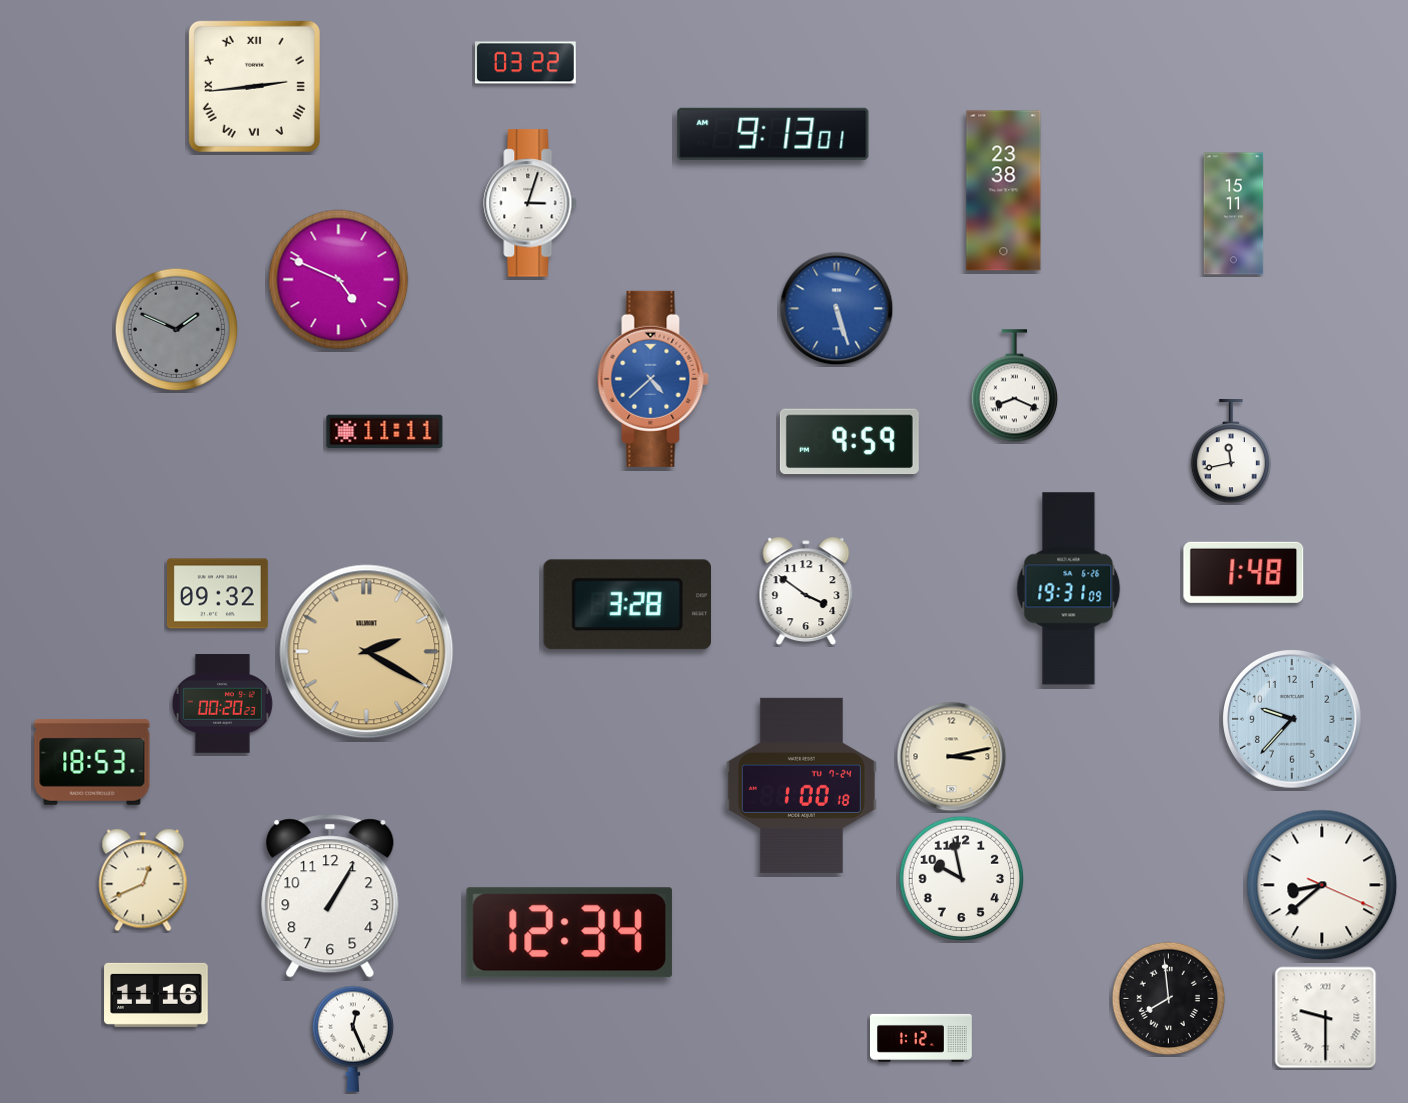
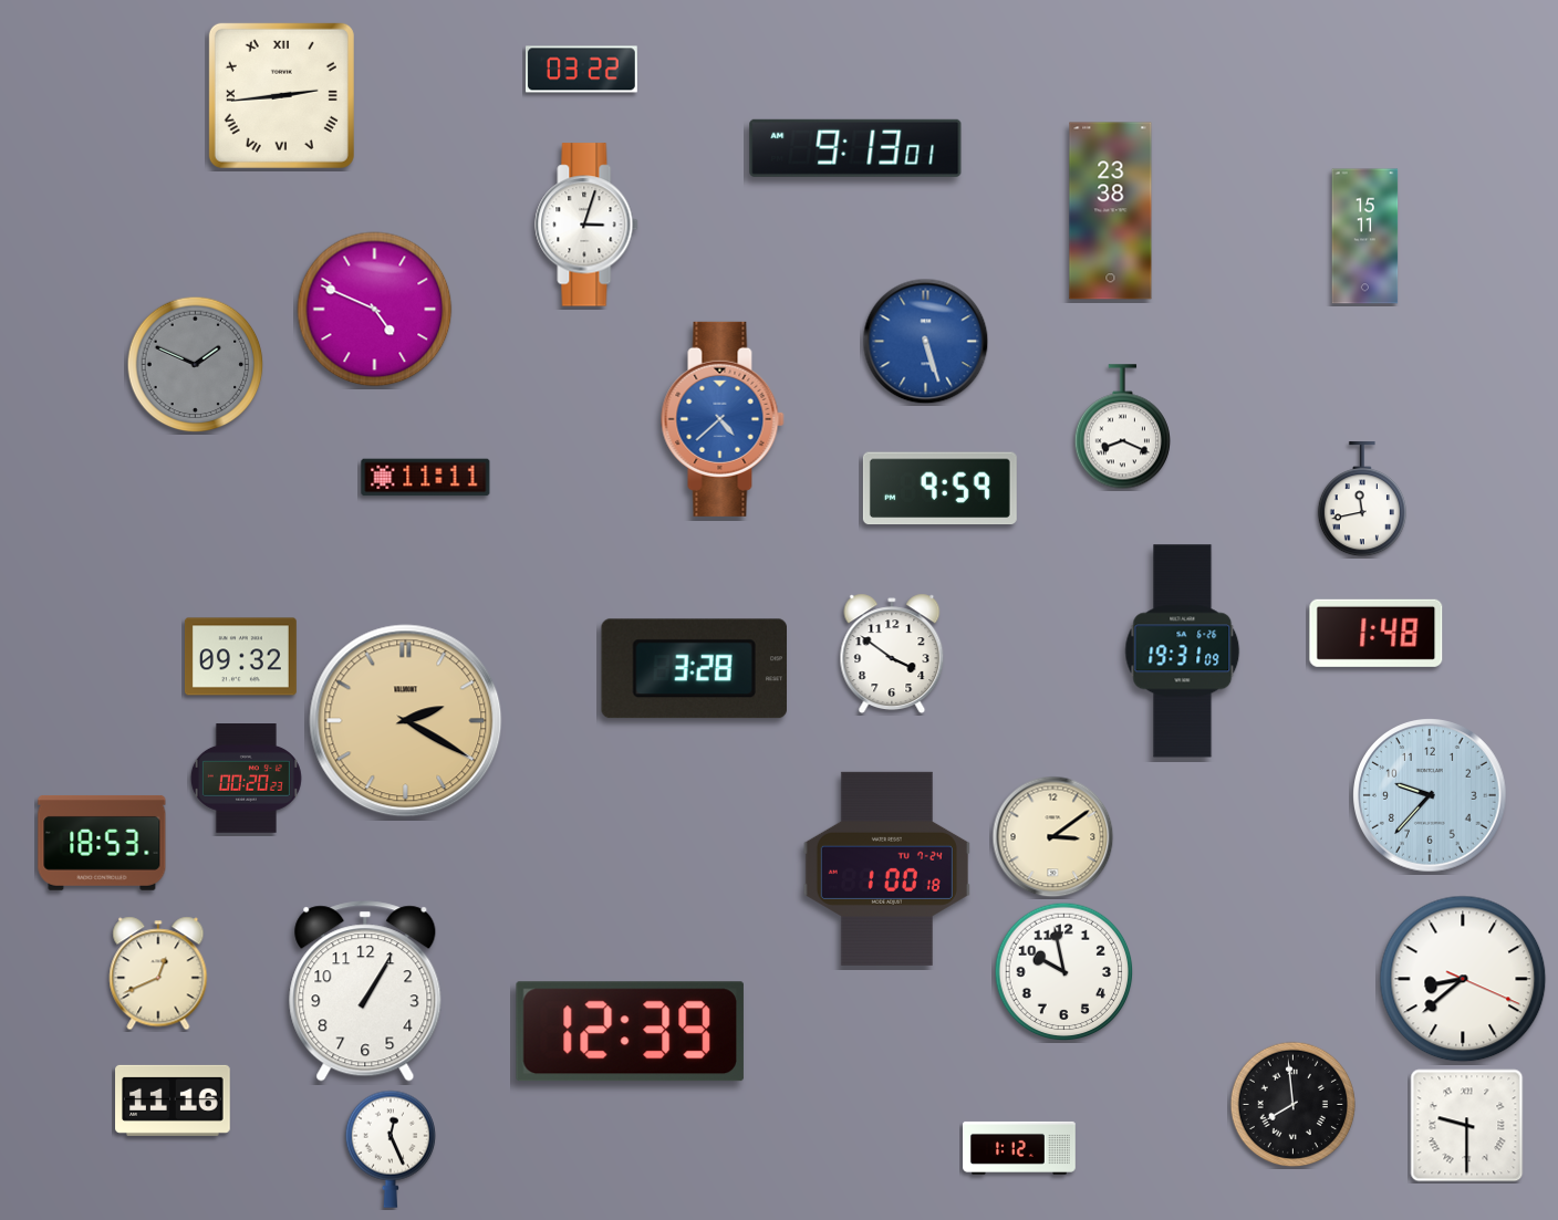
clock at (952, 757): 3:13 -> 3:09
clock at (569, 933): 12:34 -> 12:39
